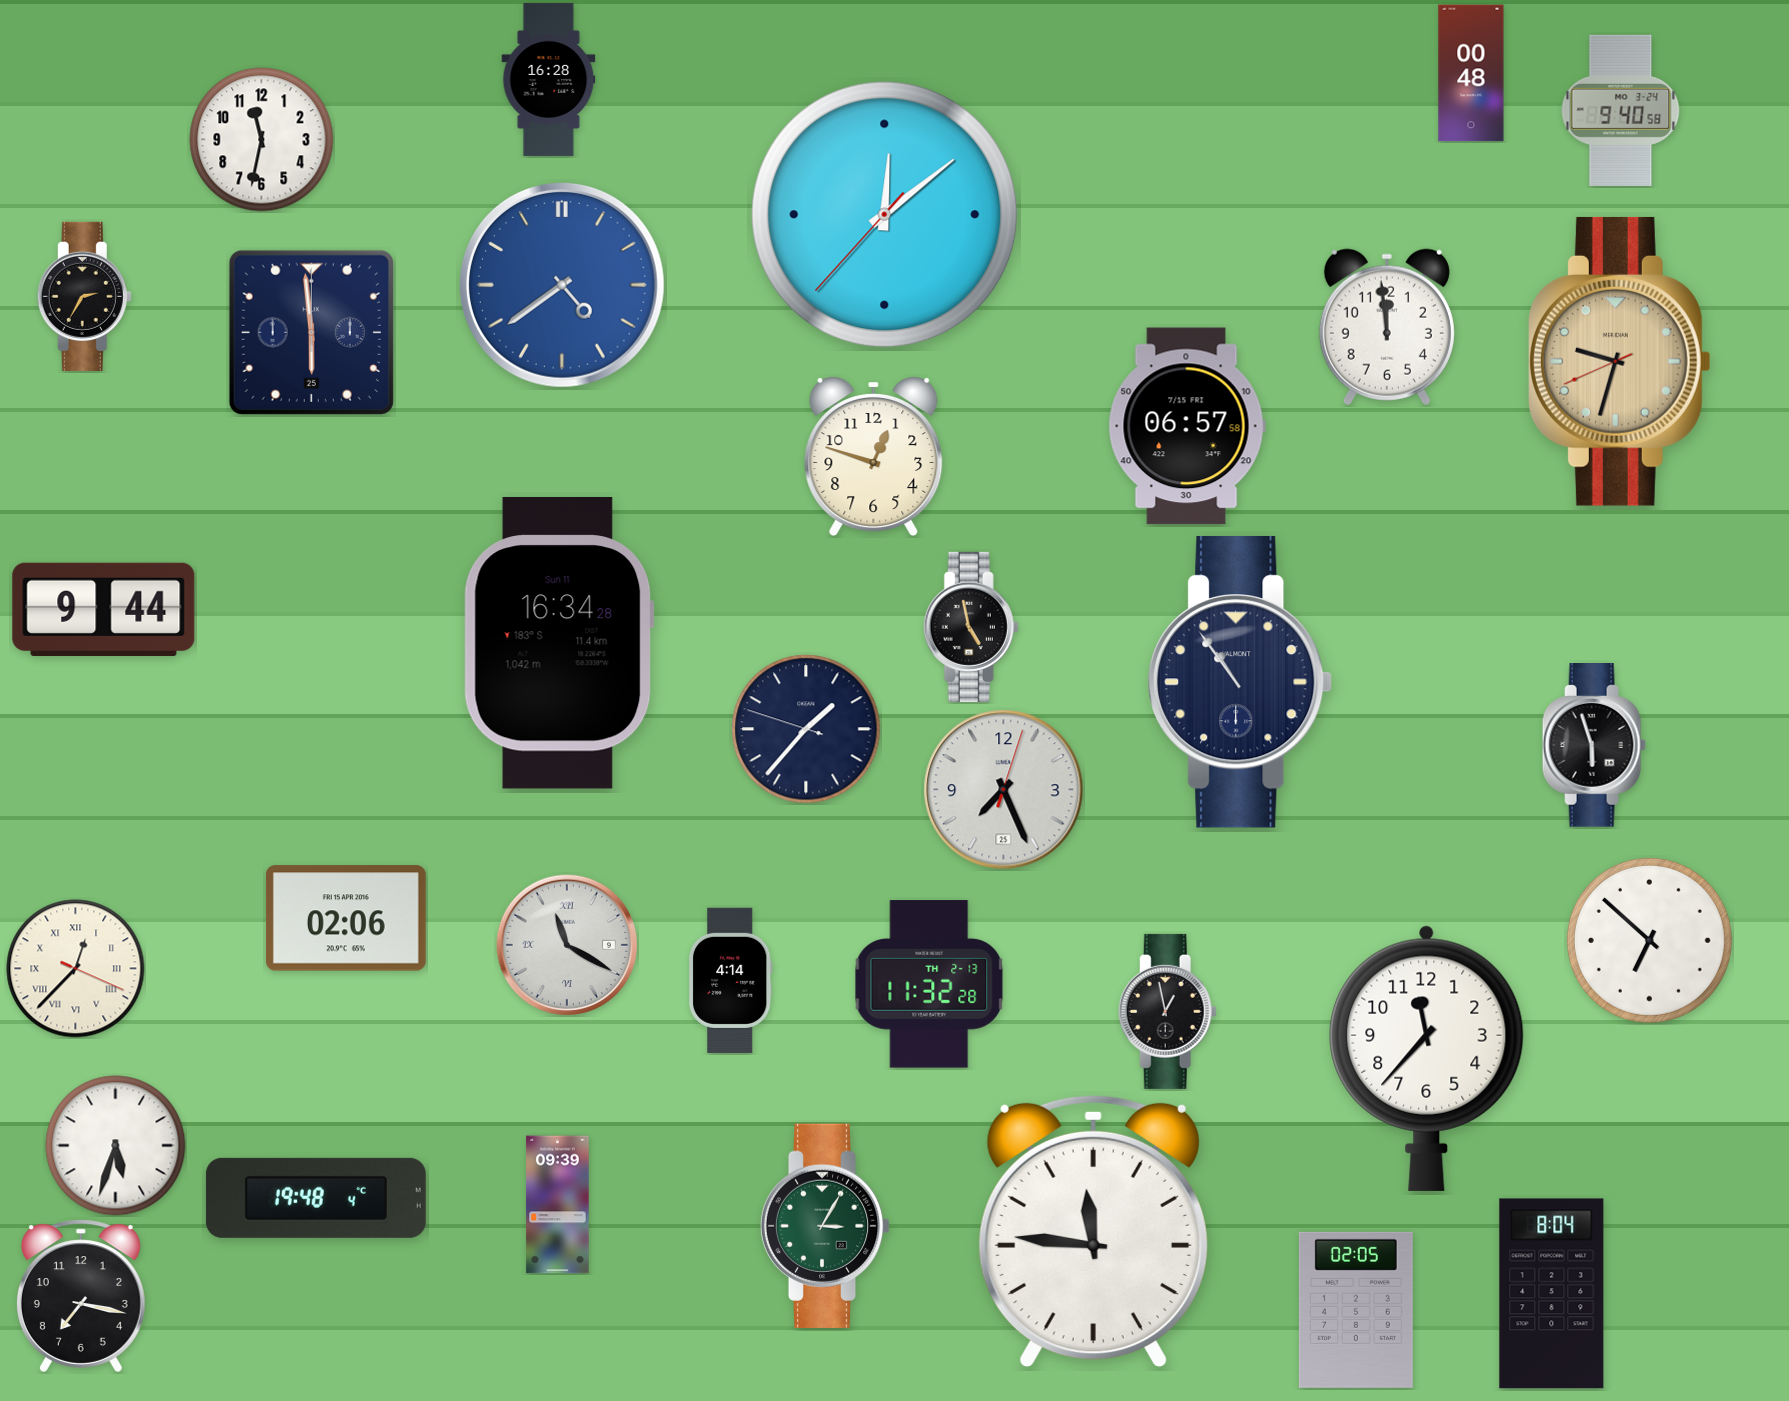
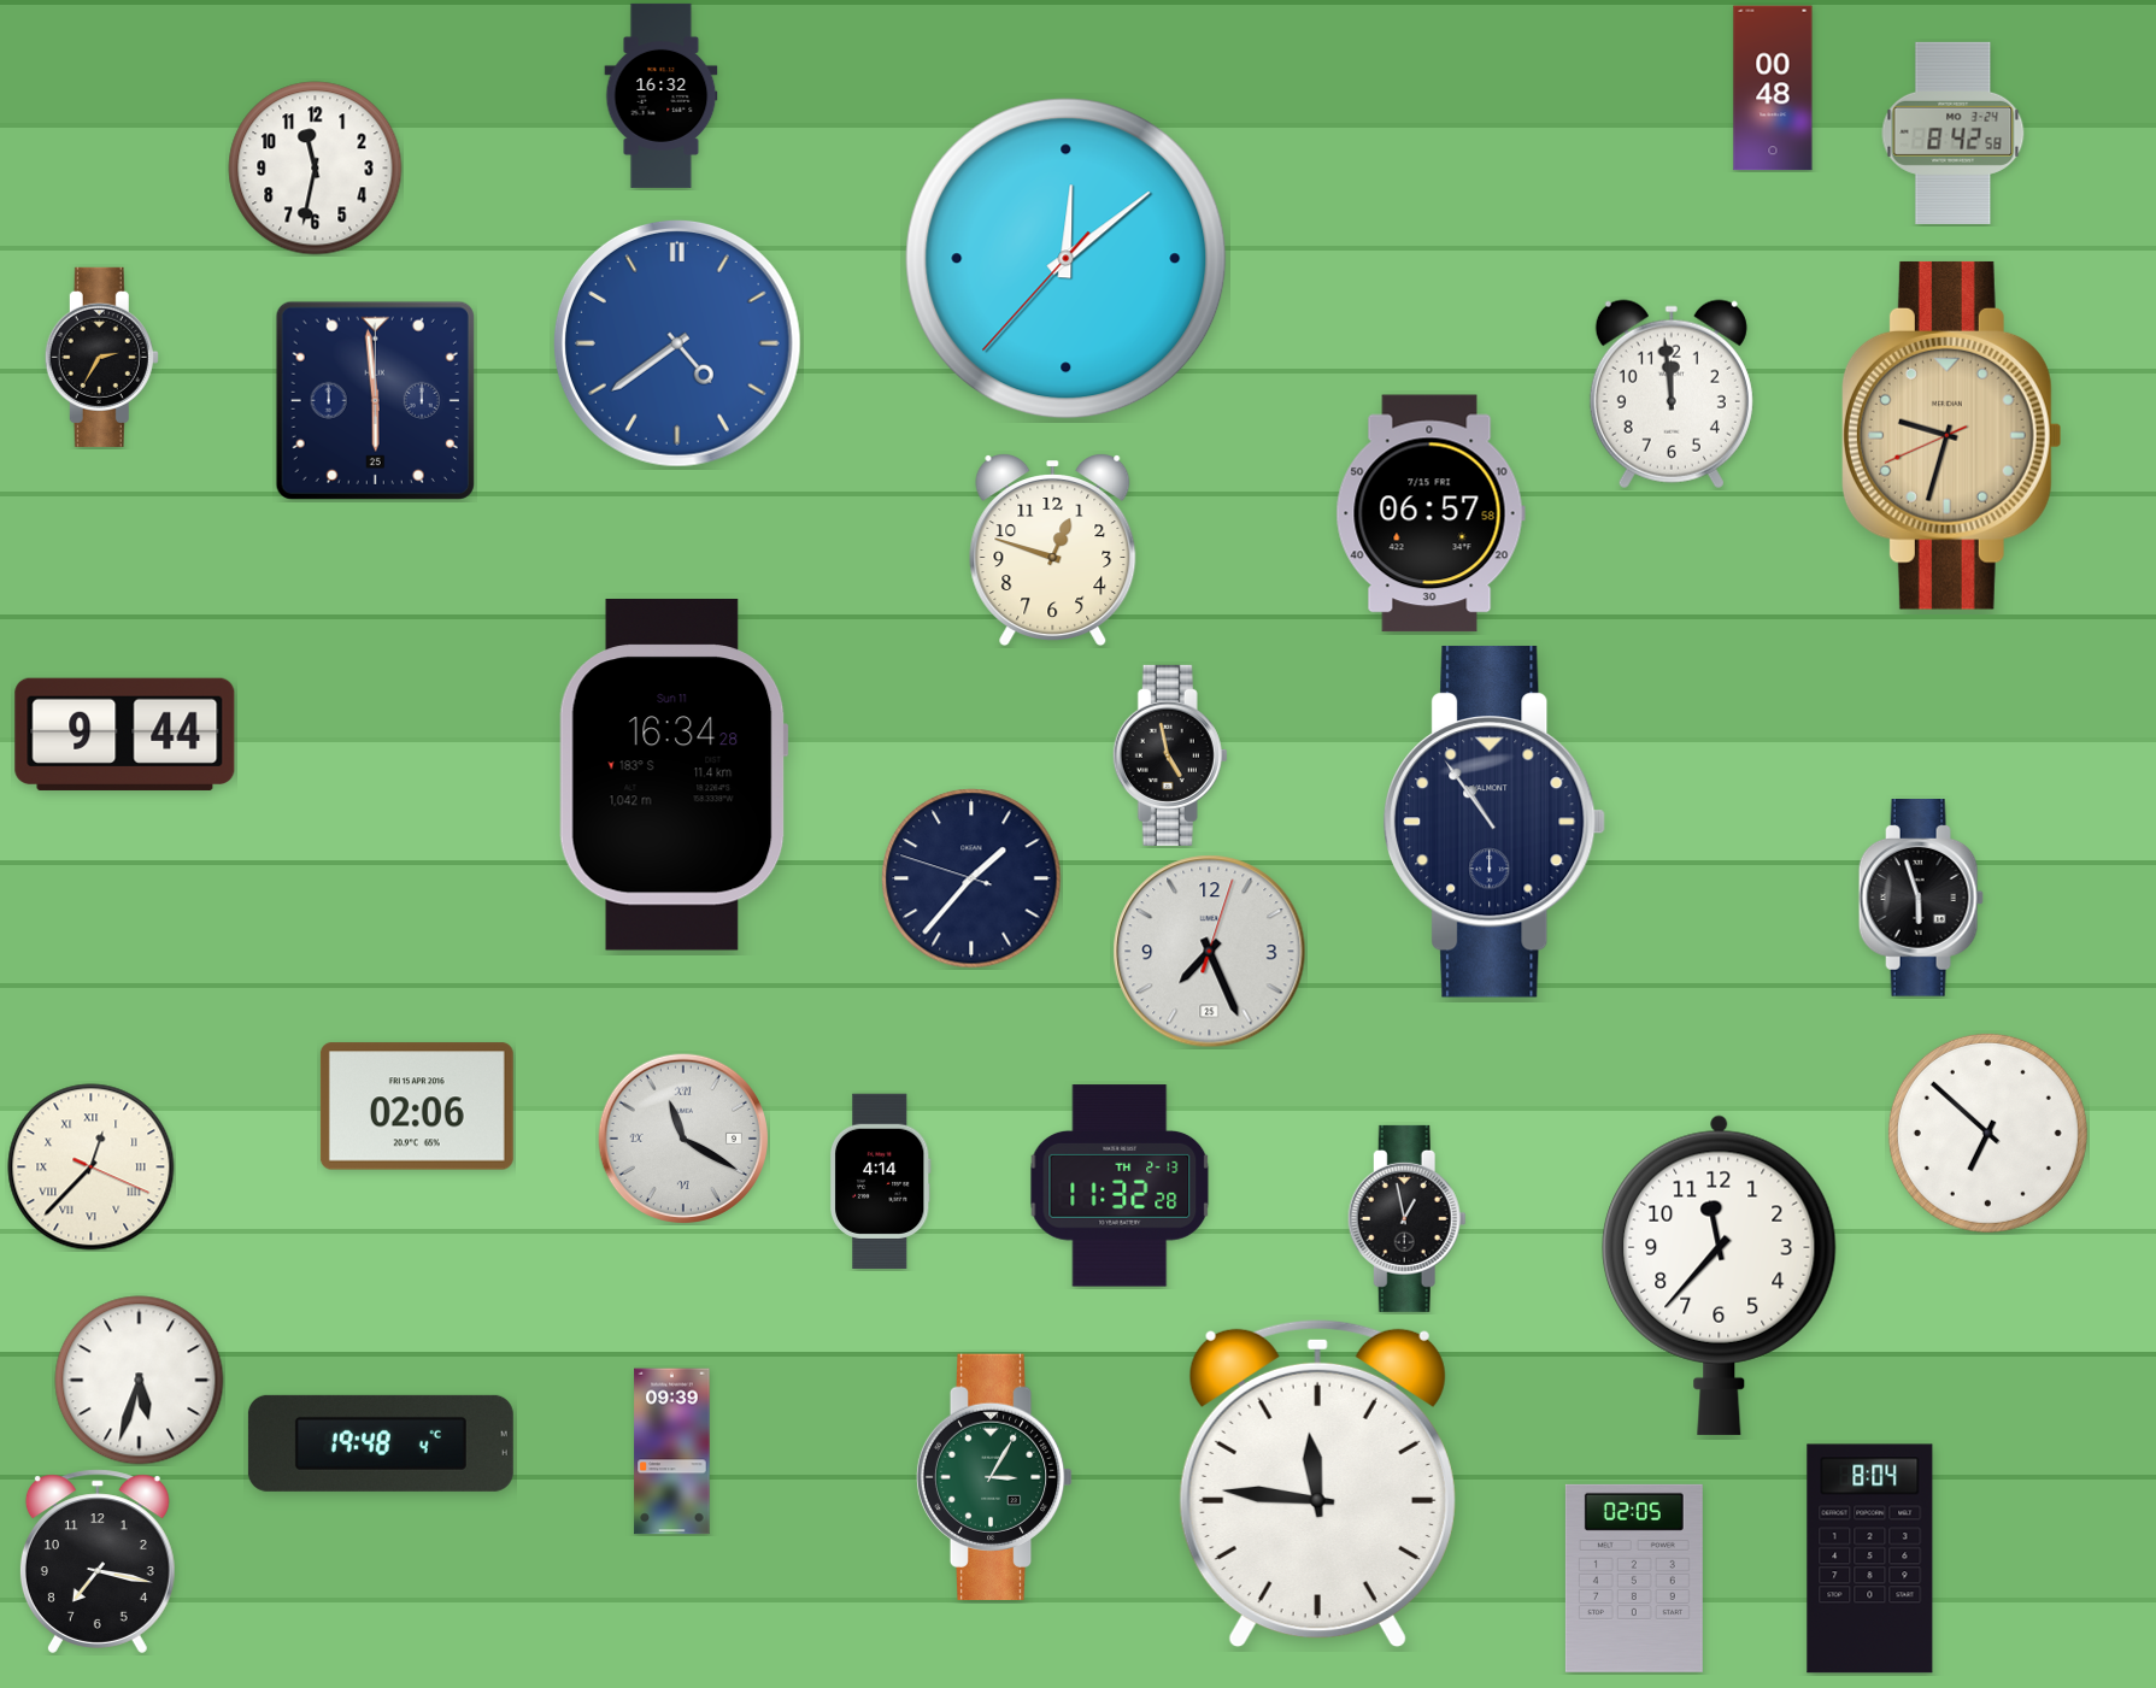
clock at (549, 79): 16:28 -> 16:32
clock at (1621, 110): 9:40 -> 8:42
